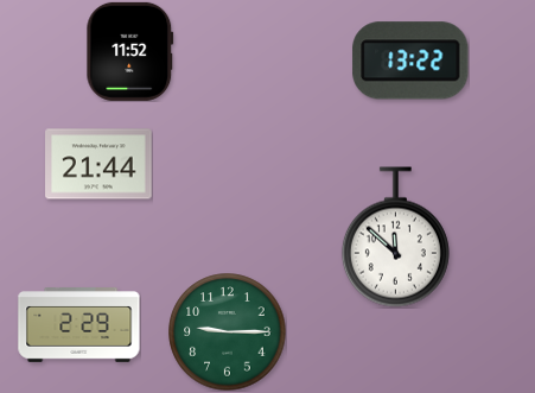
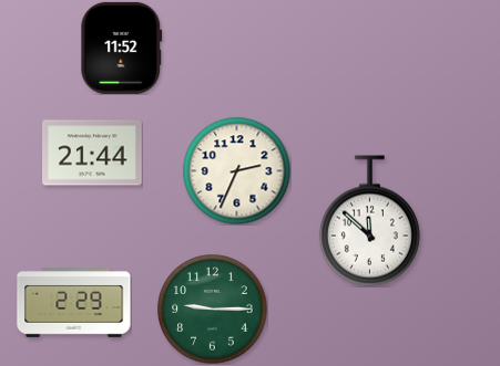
clock at (410, 61): 13:22 -> none
clock at (236, 170): none -> 2:34
